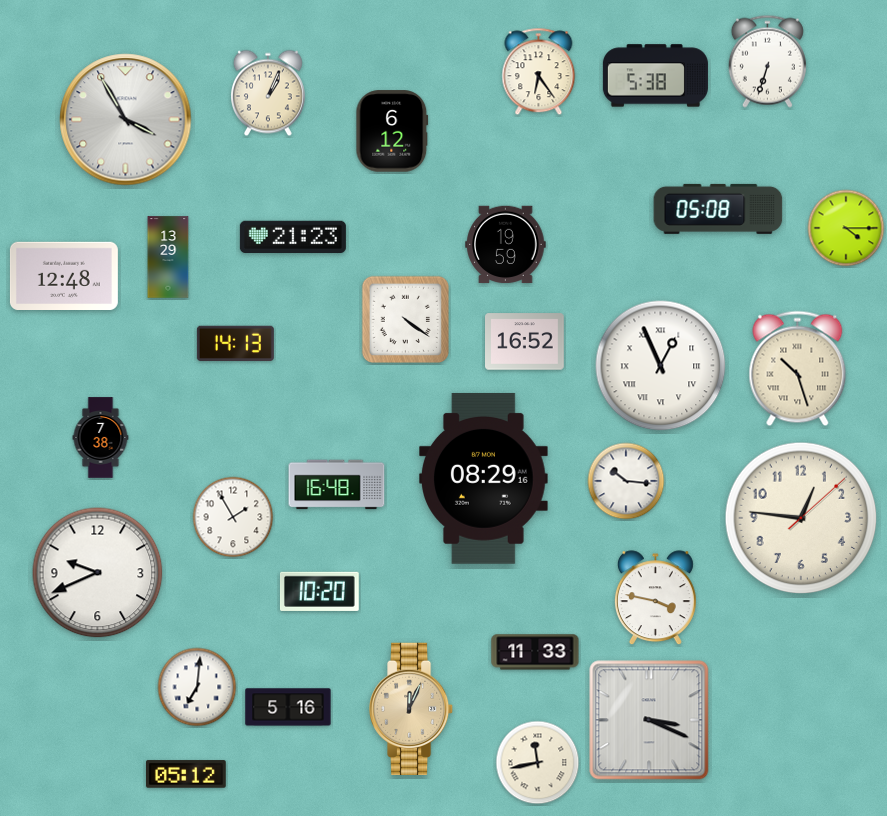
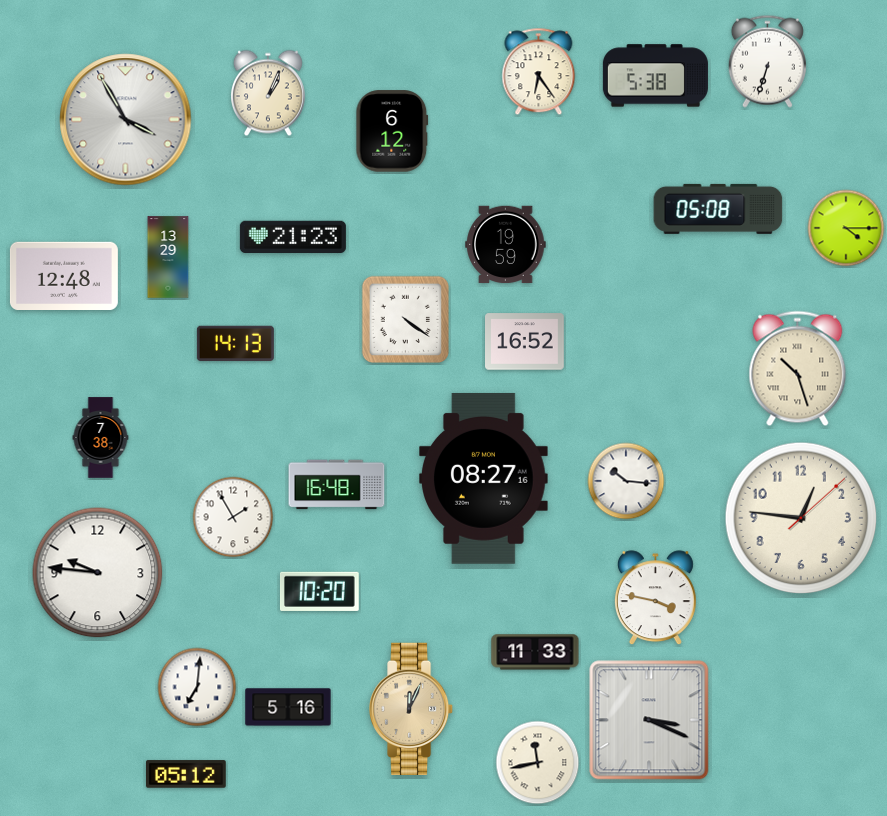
clock at (661, 366): 12:56 -> none
clock at (484, 478): 08:29 -> 08:27
clock at (98, 573): 9:41 -> 9:46
